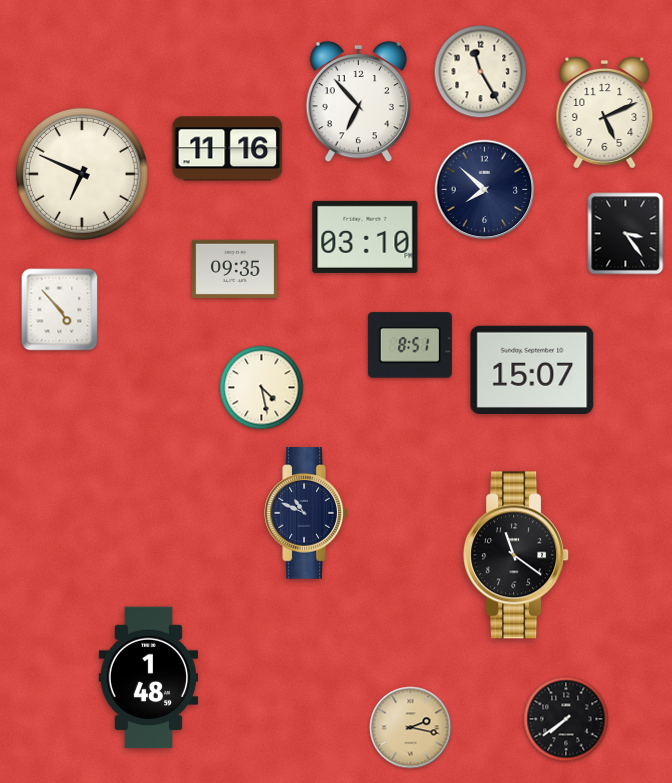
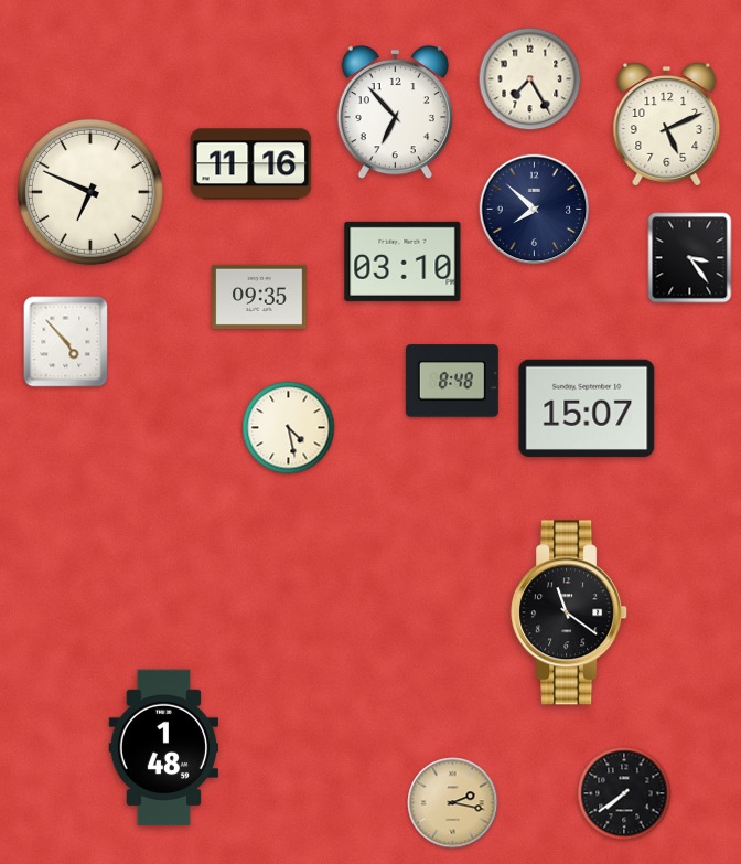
clock at (481, 72): 11:25 -> 7:25
clock at (410, 345): 8:51 -> 8:48
clock at (306, 513): 10:49 -> none
